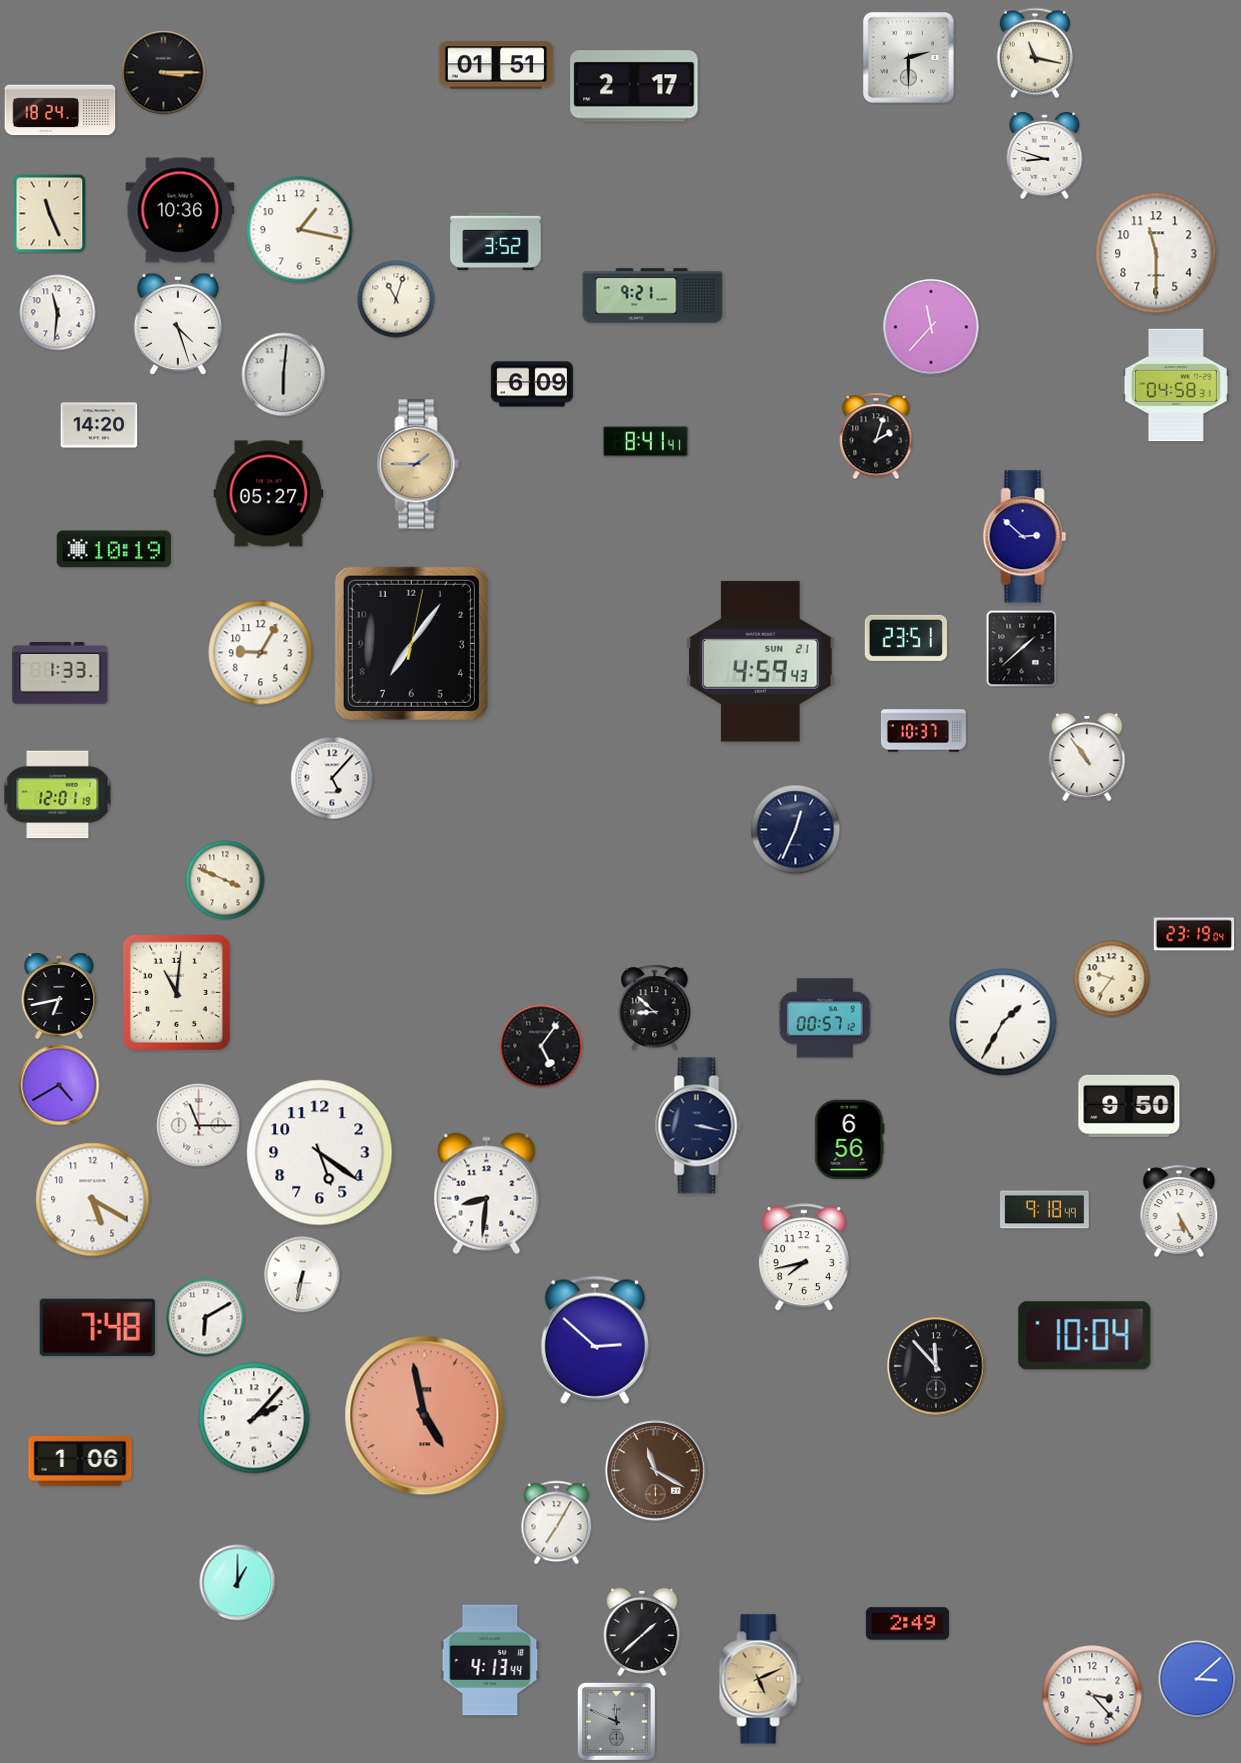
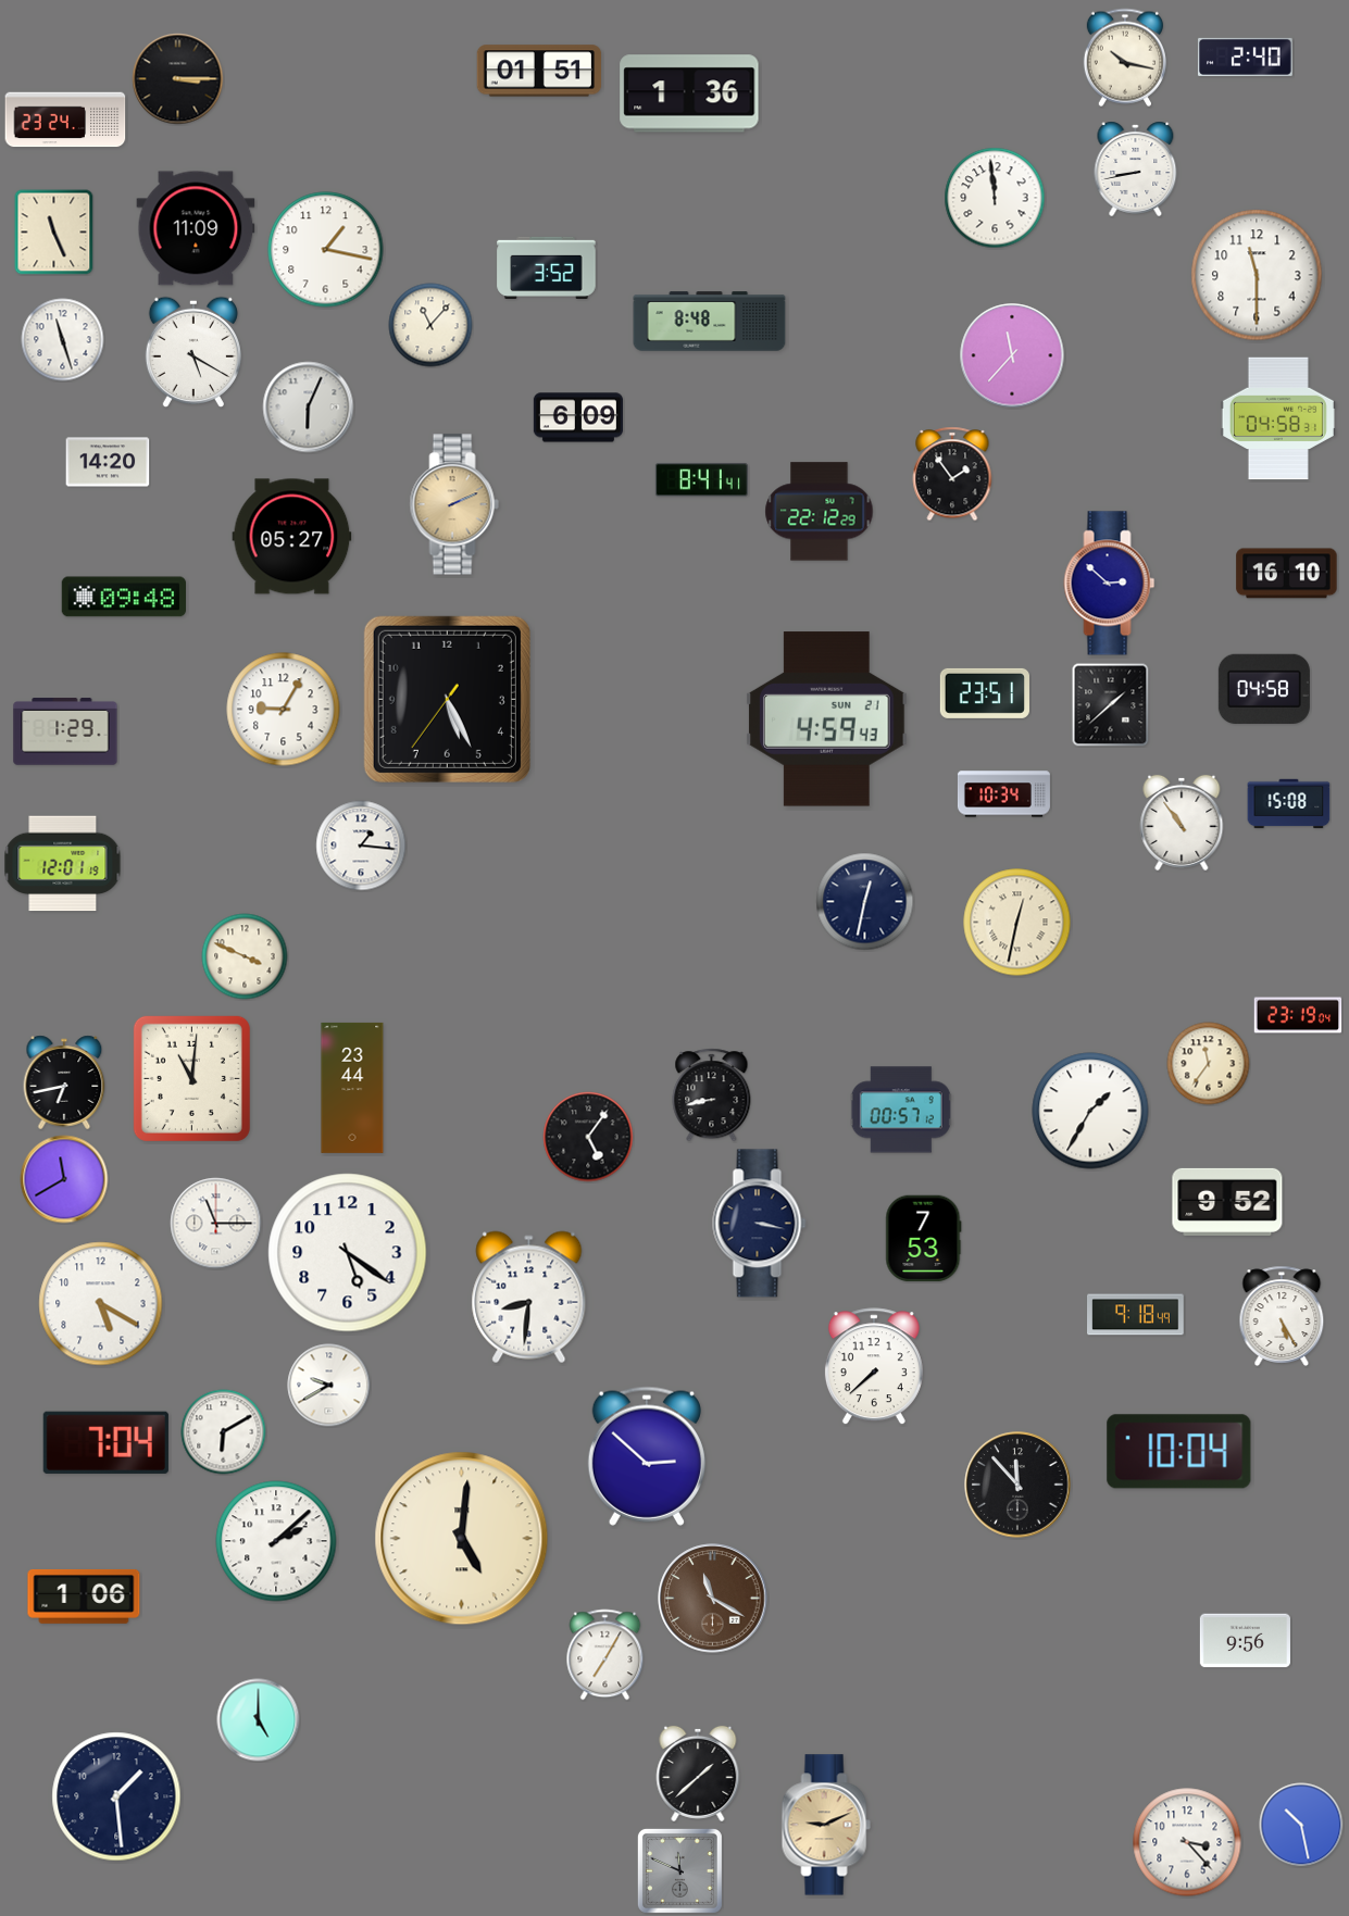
clock at (1245, 57): none -> 2:40
clock at (1035, 53): 11:17 -> 10:17
clock at (908, 57): 2:30 -> none
clock at (634, 86): 2:17 -> 1:36
clock at (60, 110): 18:24 -> 23:24
clock at (1045, 155): 8:48 -> 8:43
clock at (995, 198): none -> 11:59
clock at (180, 210): 10:36 -> 11:09
clock at (496, 241) position: (496, 241) -> (547, 267)
clock at (653, 296): 9:21 -> 8:48
clock at (396, 299): 11:03 -> 11:07
clock at (58, 313): 11:31 -> 11:27
clock at (178, 323): 4:27 -> 5:20
clock at (284, 375): 6:01 -> 6:04
clock at (876, 436): 2:03 -> 1:54
clock at (418, 464): 1:45 -> 2:11
clock at (820, 512): none -> 22:12
clock at (1287, 574): none -> 16:10
clock at (1025, 537) position: (1025, 537) -> (1110, 584)
clock at (113, 549): 10:19 -> 09:48
clock at (1264, 689): none -> 04:58
clock at (411, 643): 7:06 -> 5:25
clock at (60, 673): 1:33 -> 1:29
clock at (923, 731): 10:37 -> 10:34
clock at (1289, 804): none -> 15:08
clock at (332, 778): 5:07 -> 1:16
clock at (796, 830): 12:34 -> 12:32
clock at (1017, 923): none -> 12:32
clock at (1112, 979): 9:36 -> 11:36
clock at (352, 1088): none -> 23:44
clock at (655, 1008): 8:52 -> 8:43
clock at (825, 1018) position: (825, 1018) -> (901, 1110)
clock at (59, 1085): 4:40 -> 11:40
clock at (1129, 1106): 9:50 -> 9:52
clock at (850, 1140): 6:56 -> 7:53
clock at (804, 1258): 7:43 -> 7:38
clock at (303, 1275): 6:32 -> 9:40
clock at (97, 1327): 7:48 -> 7:04
clock at (425, 1416): 4:58 -> 5:01
clock at (425, 1416) dial: salmon -> cream
clock at (254, 1418): 2:07 -> 2:08
clock at (80, 1461) position: (80, 1461) -> (84, 1596)
clock at (1245, 1641): none -> 9:56
clock at (238, 1583): 1:00 -> 5:00
clock at (907, 1624): 2:49 -> none
clock at (116, 1796): none -> 1:29
clock at (490, 1660): 4:13 -> none
clock at (760, 1679): 5:11 -> 9:11
clock at (1197, 1679): 3:08 -> 10:28
clock at (616, 1721) position: (616, 1721) -> (679, 1870)
